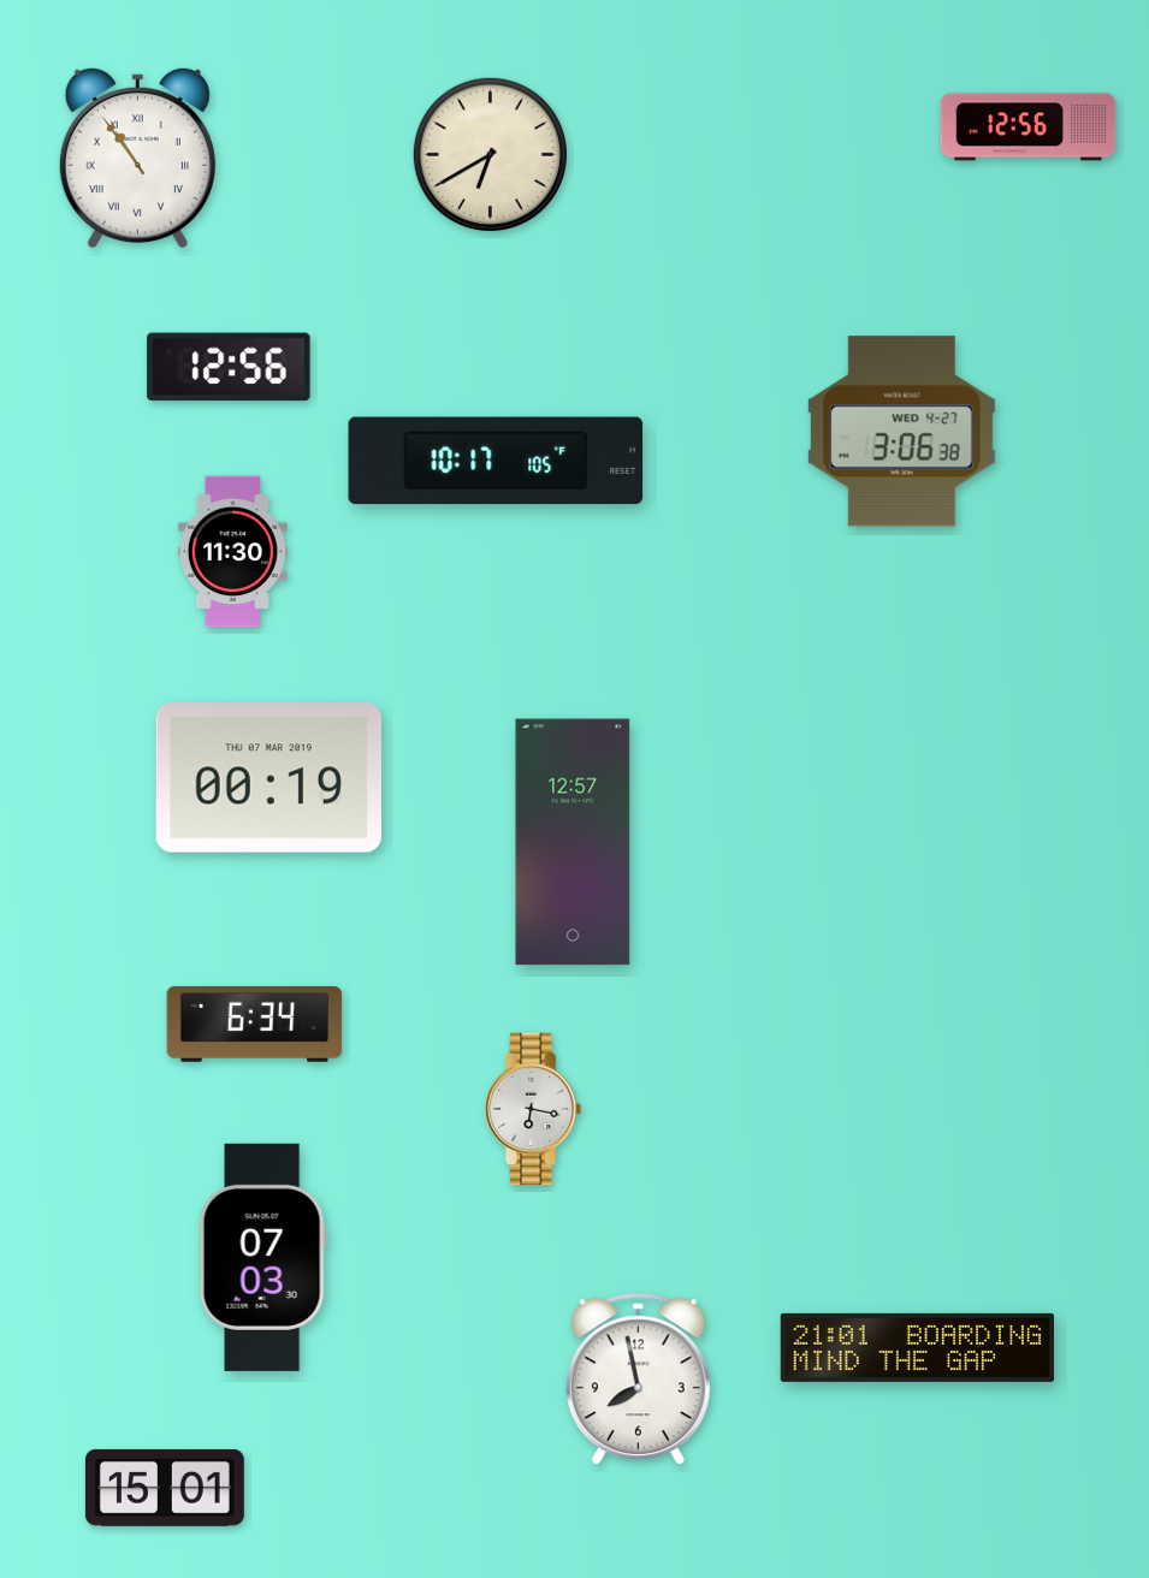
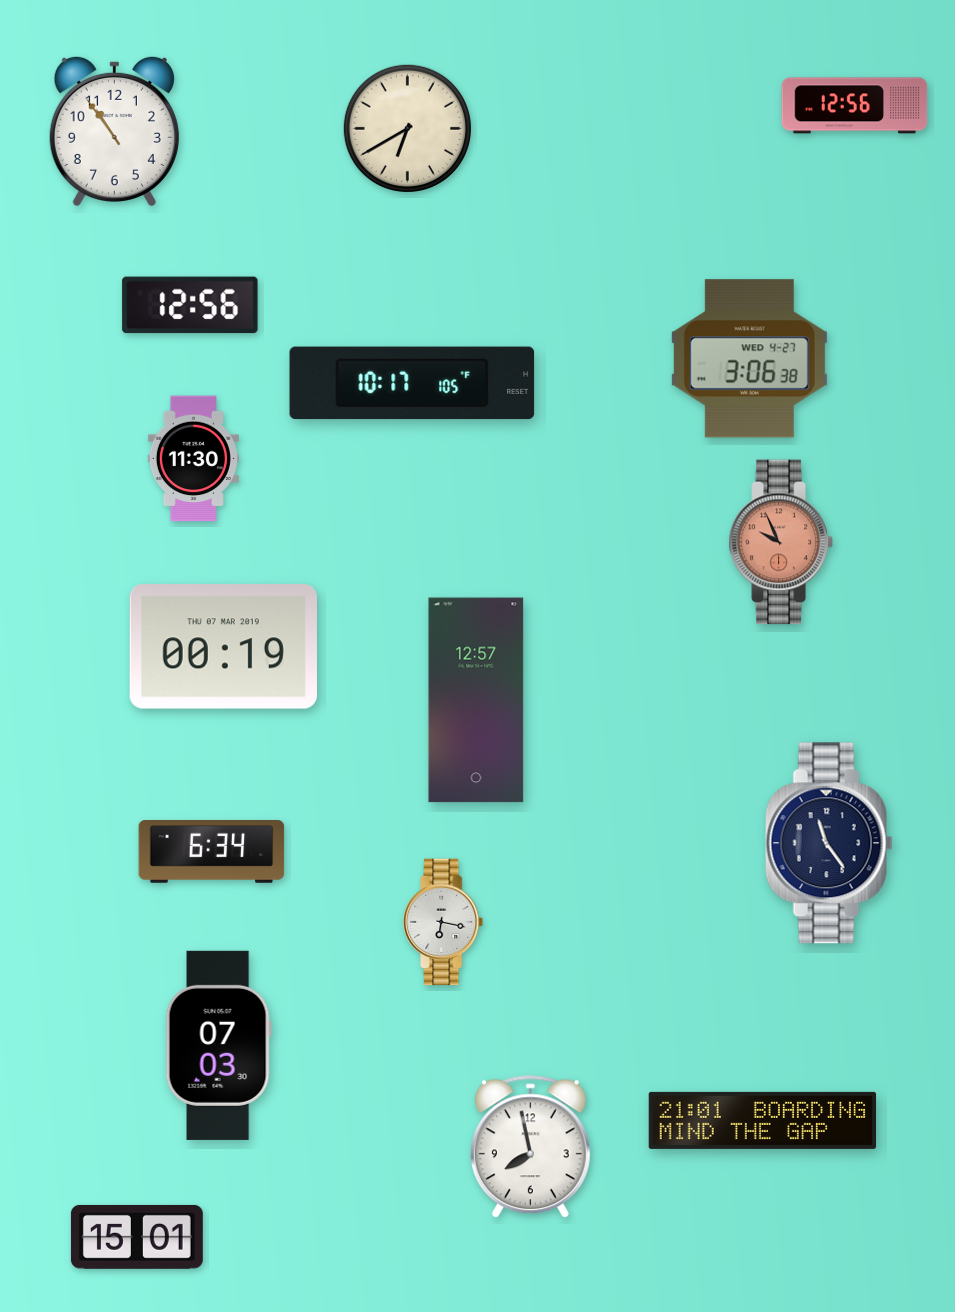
clock at (137, 156) numerals: Roman -> Arabic
clock at (781, 542): none -> 9:56
clock at (829, 843): none -> 11:24
